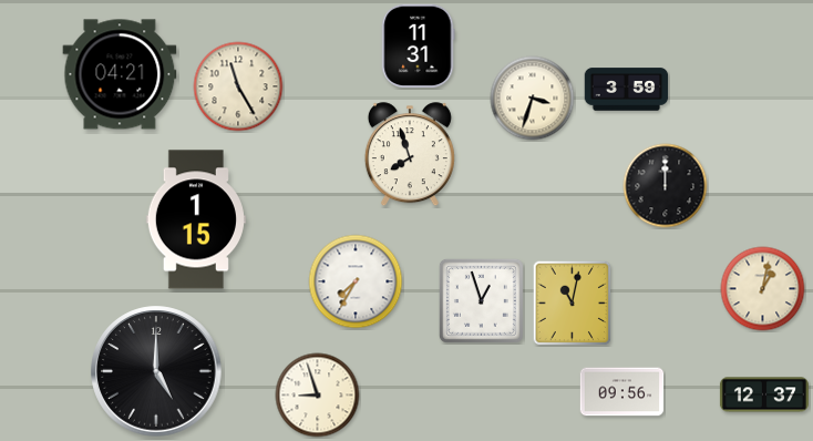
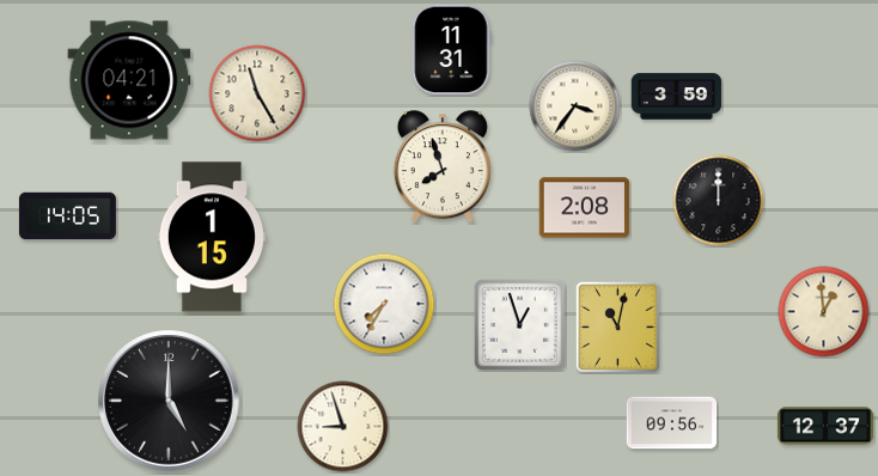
clock at (533, 99): 3:33 -> 3:36
clock at (585, 208): none -> 2:08
clock at (67, 216): none -> 14:05
clock at (763, 289): 1:02 -> 12:59
